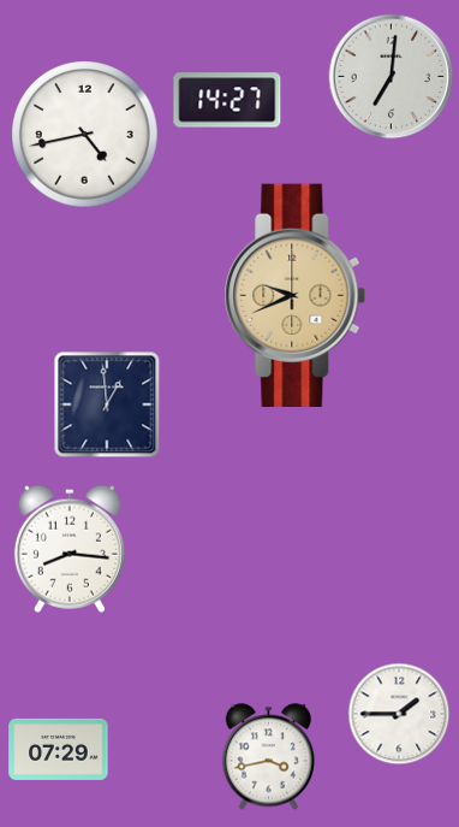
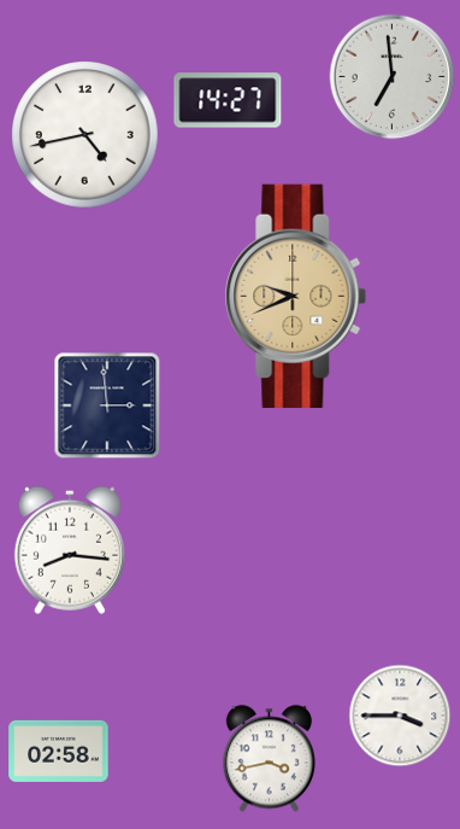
clock at (392, 77): 7:01 -> 6:59
clock at (107, 404): 12:59 -> 2:59
clock at (399, 714): 1:45 -> 3:45
clock at (59, 749): 07:29 -> 02:58
